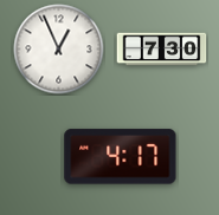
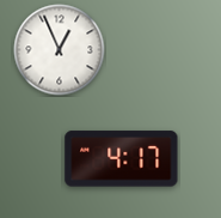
clock at (162, 50): 7:30 -> none
